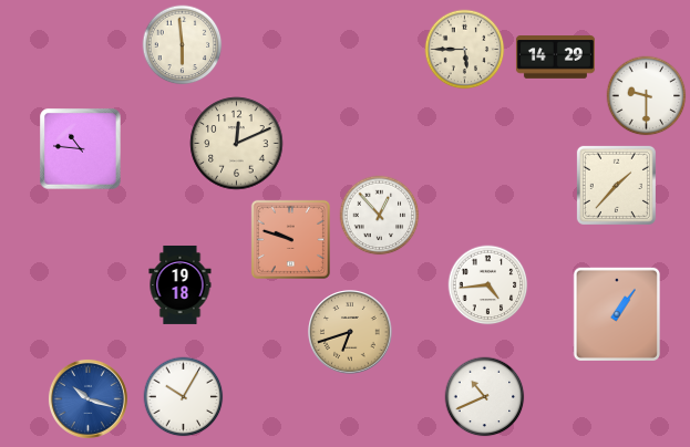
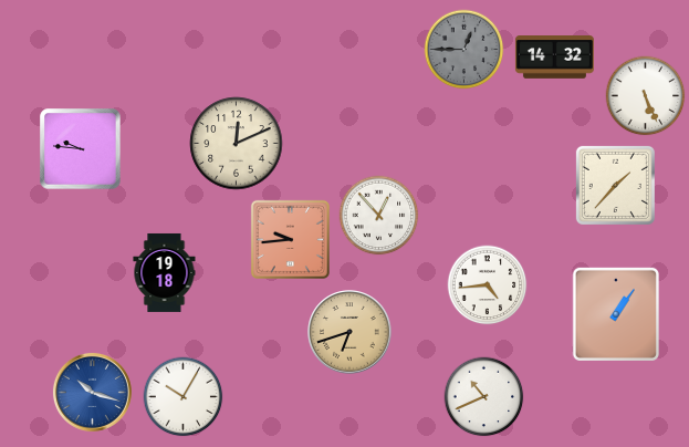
clock at (183, 45): 5:59 -> none
clock at (465, 50): 5:45 -> 12:45
clock at (465, 50) dial: cream -> grey
clock at (555, 58): 14:29 -> 14:32
clock at (647, 96): 9:30 -> 5:26
clock at (81, 149): 10:46 -> 9:46
clock at (290, 239): 9:48 -> 9:44
clock at (181, 284) position: (181, 284) -> (165, 272)
clock at (87, 398) position: (87, 398) -> (92, 392)
